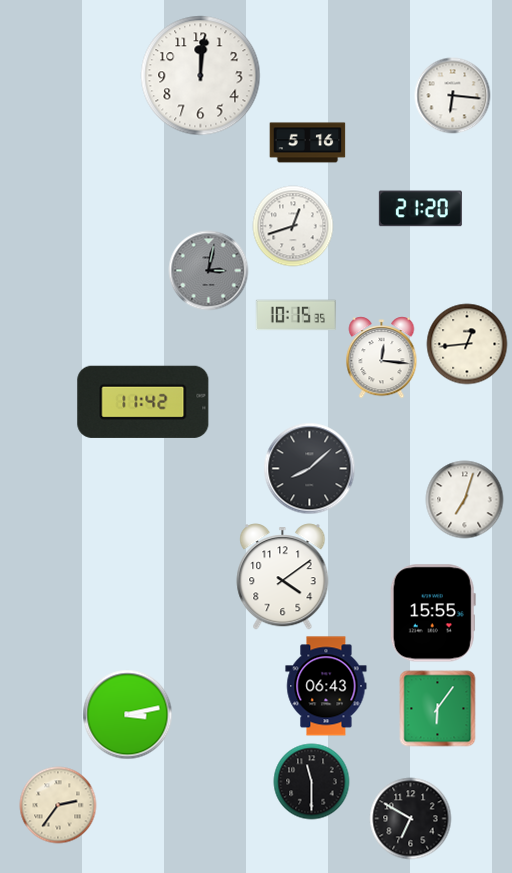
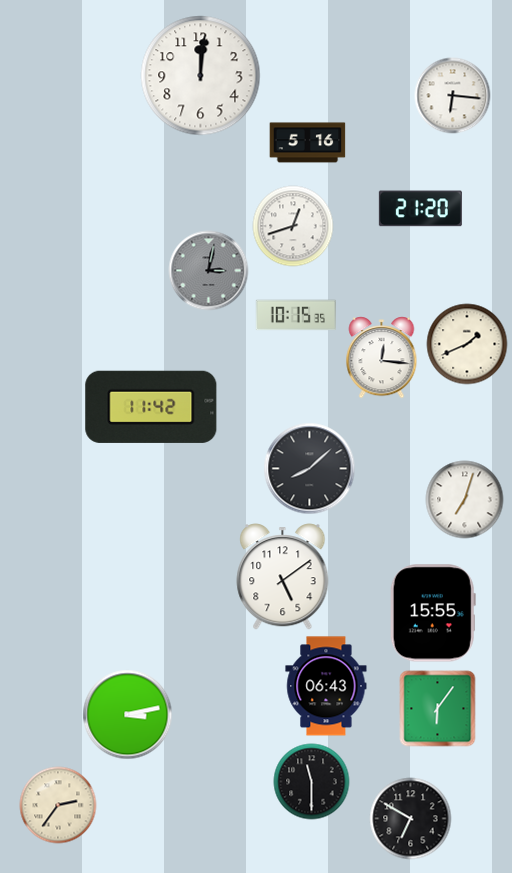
clock at (467, 344): 12:44 -> 1:41
clock at (143, 402) position: (143, 402) -> (151, 407)
clock at (283, 577): 4:09 -> 5:09
